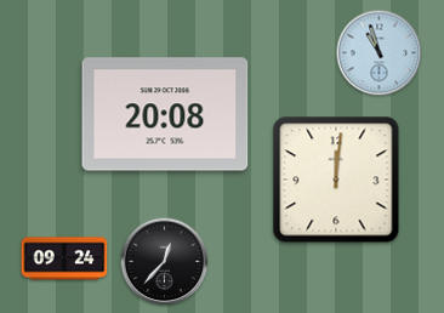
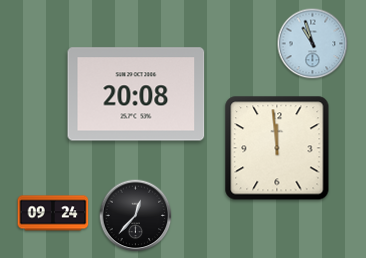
clock at (336, 180): 12:01 -> 11:59
